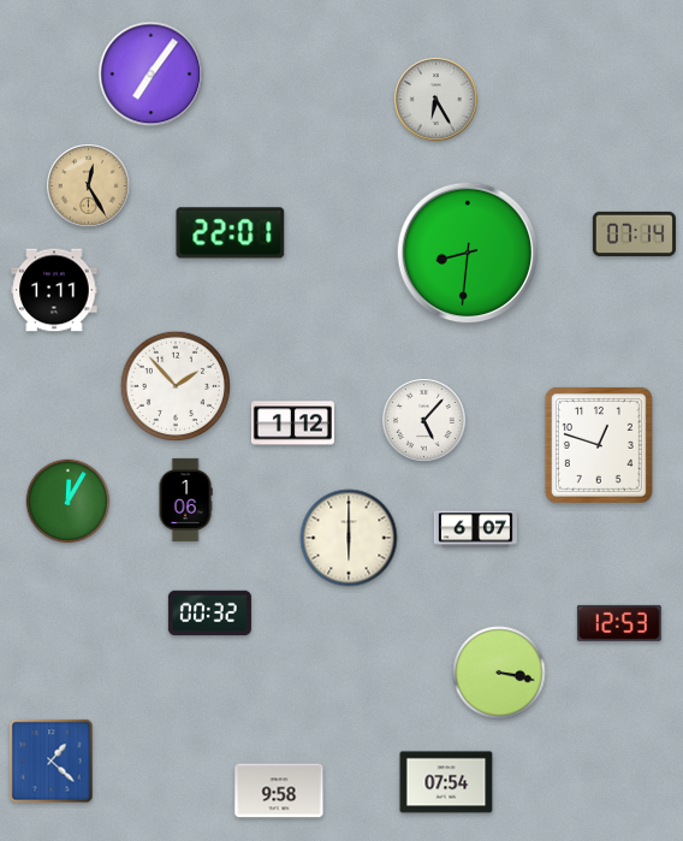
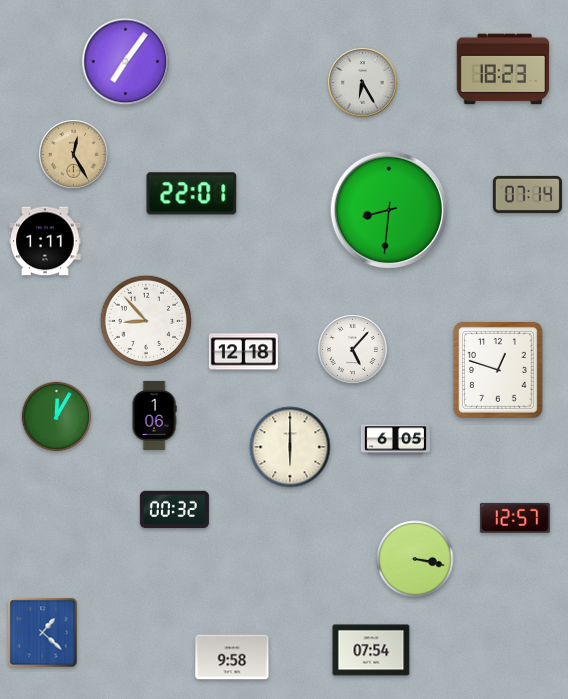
clock at (503, 69): none -> 18:23
clock at (176, 386): 1:53 -> 8:53
clock at (292, 424): 1:12 -> 12:18
clock at (475, 529): 6:07 -> 6:05
clock at (619, 623): 12:53 -> 12:57
